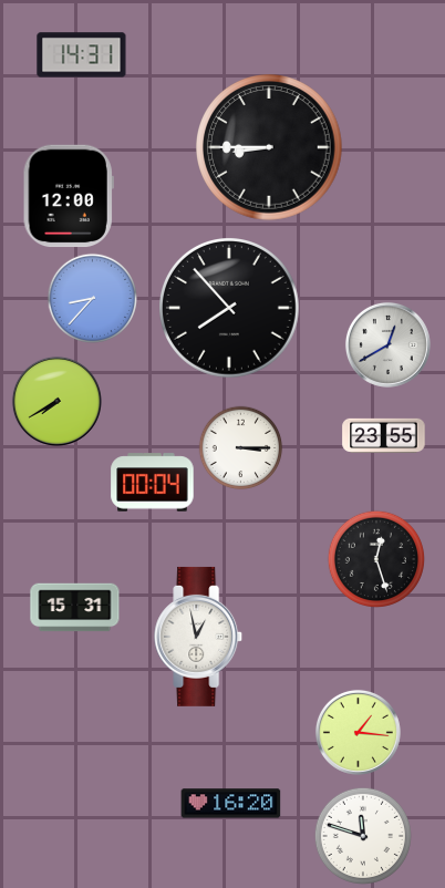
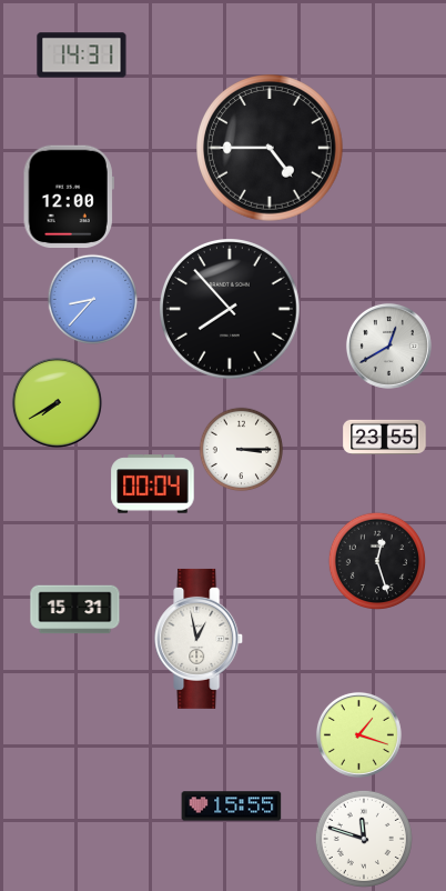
clock at (269, 148): 8:45 -> 4:45
clock at (358, 732): 1:16 -> 1:18
clock at (231, 804): 16:20 -> 15:55
